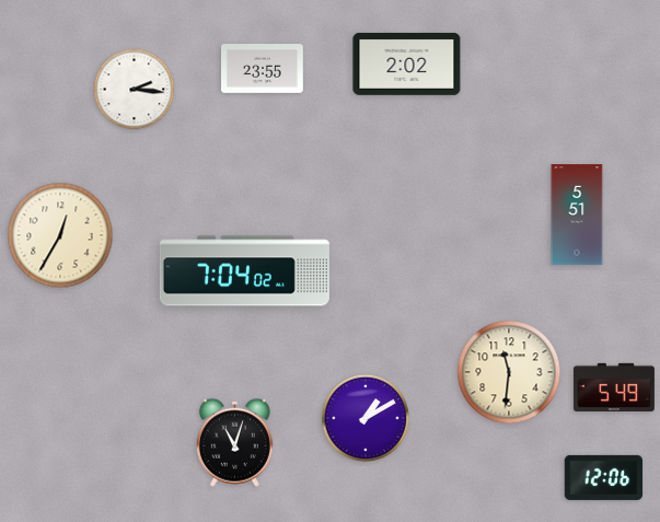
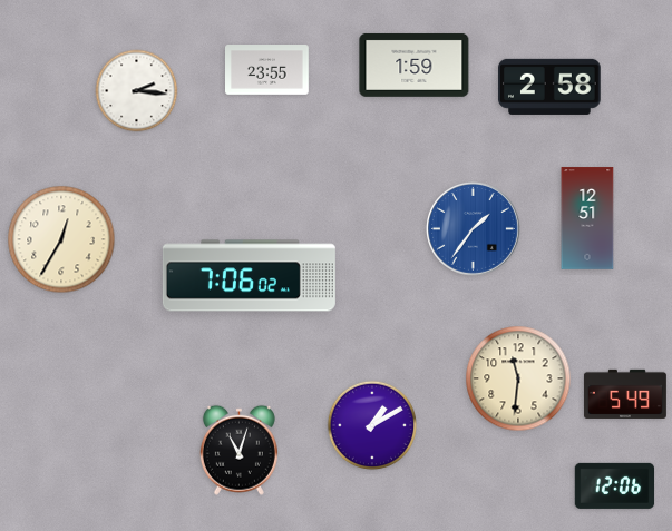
clock at (407, 63): 2:02 -> 1:59
clock at (549, 87): none -> 2:58
clock at (577, 214): 5:51 -> 12:51
clock at (474, 229): none -> 1:36
clock at (244, 271): 7:04 -> 7:06
